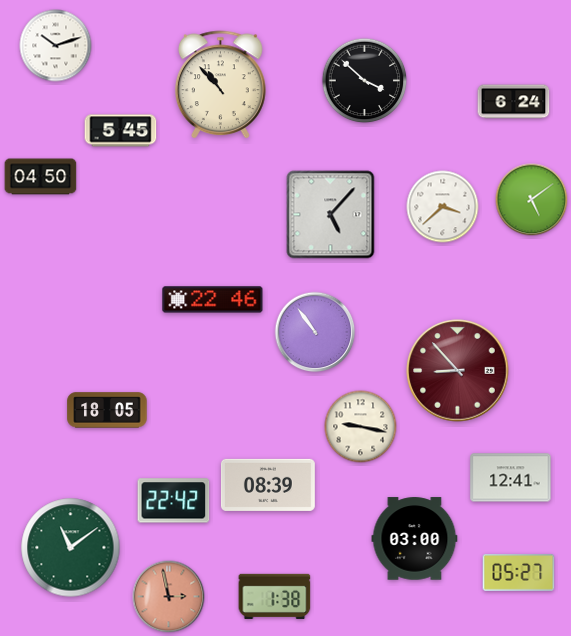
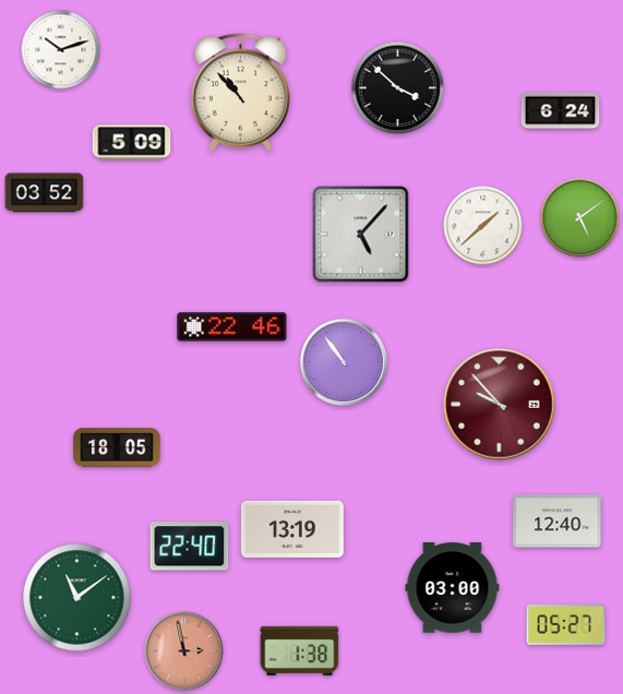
clock at (121, 131): 5:45 -> 5:09
clock at (41, 177): 04:50 -> 03:52
clock at (443, 207): 3:38 -> 1:38
clock at (458, 371): 8:53 -> 9:53
clock at (361, 427): 9:17 -> none
clock at (511, 478): 12:41 -> 12:40
clock at (268, 485): 08:39 -> 13:19
clock at (174, 501): 22:42 -> 22:40
